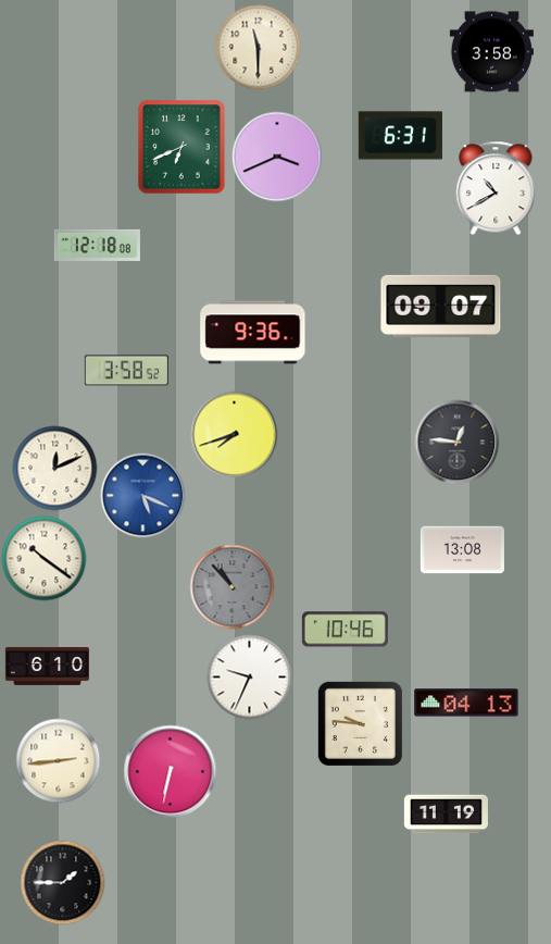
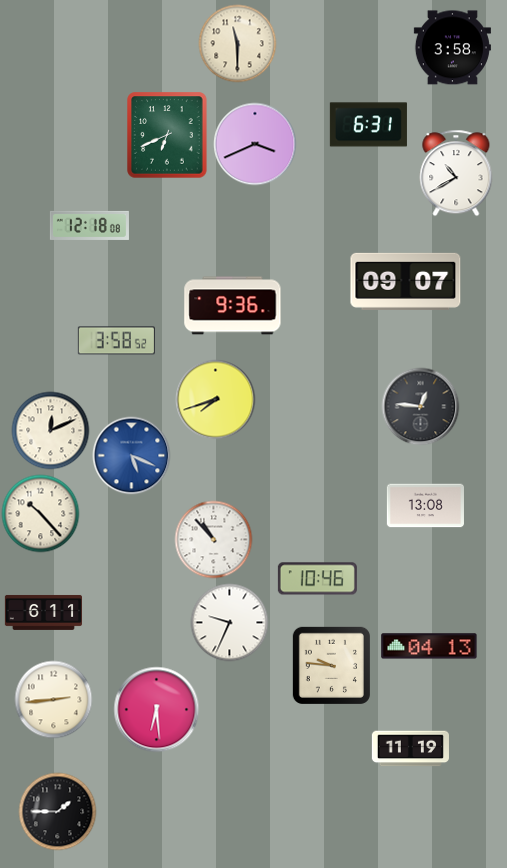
clock at (43, 558): 10:21 -> 10:23
clock at (231, 586) dial: grey -> white
clock at (47, 666): 6:10 -> 6:11
clock at (170, 771): 6:32 -> 6:29
